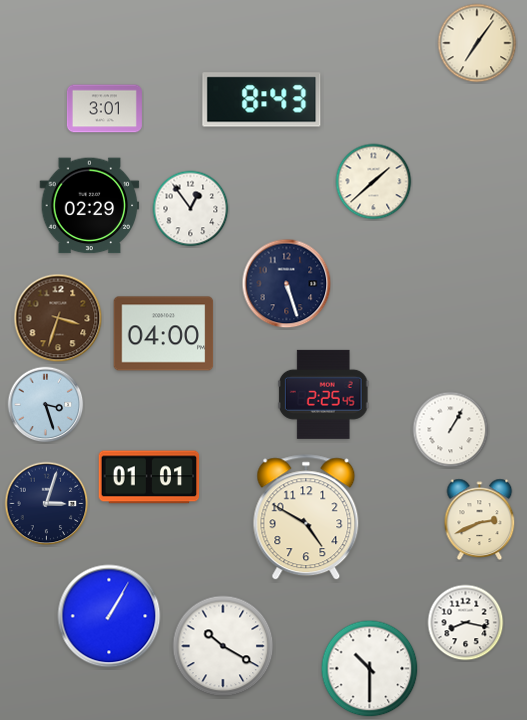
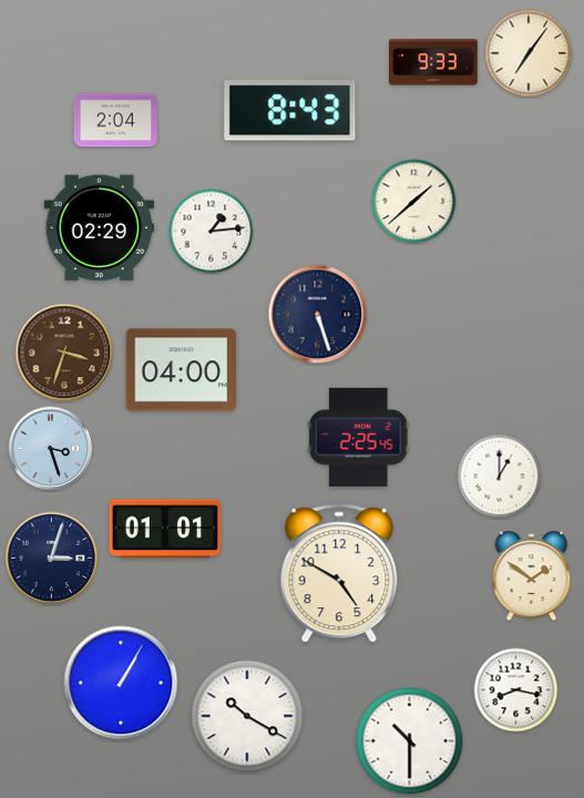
clock at (477, 43) position: (477, 43) -> (529, 53)
clock at (433, 62): none -> 9:33
clock at (104, 109): 3:01 -> 2:04
clock at (191, 209): 12:54 -> 1:14
clock at (451, 430): 1:05 -> 1:00
clock at (480, 519): 2:41 -> 1:51
